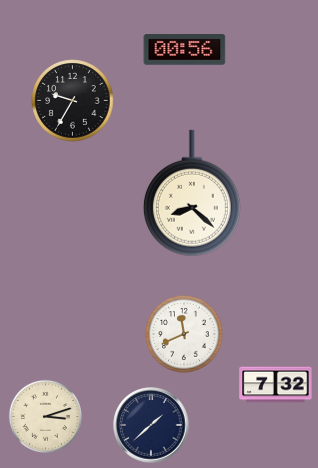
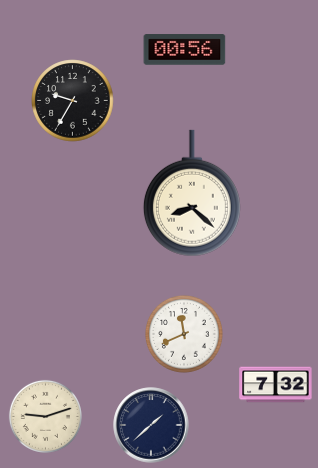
clock at (45, 416): 3:12 -> 9:12
